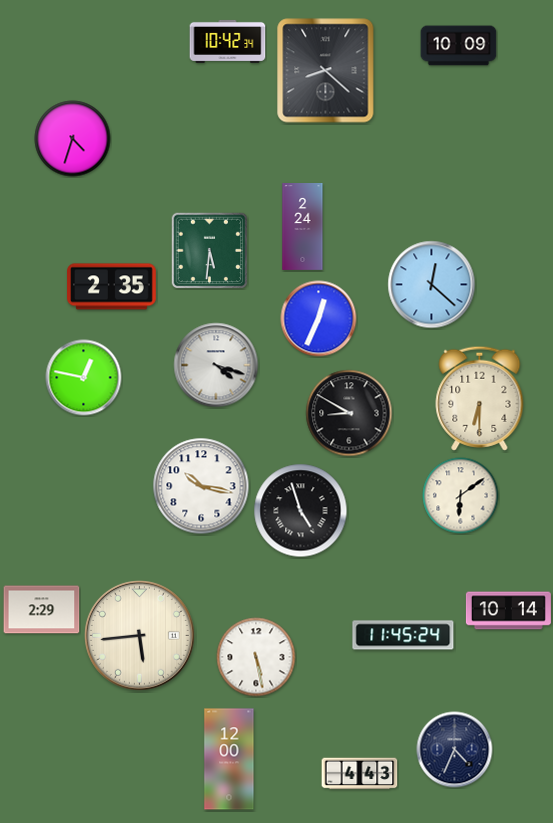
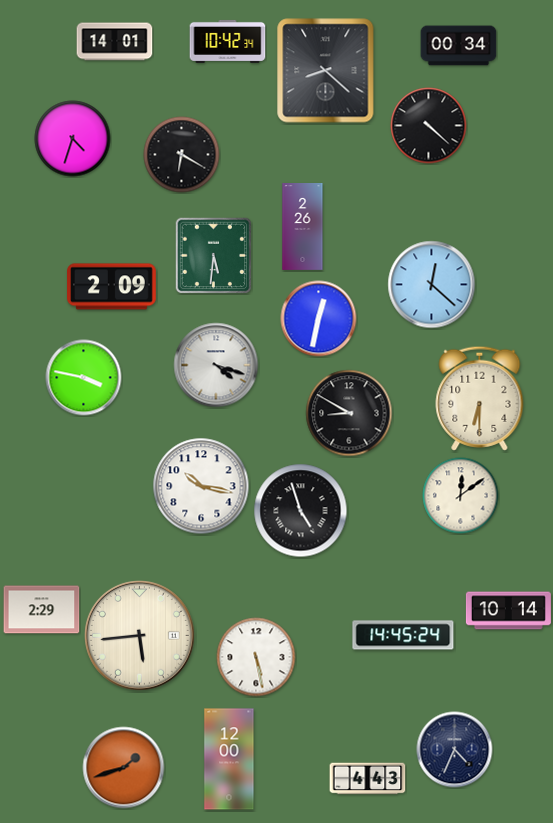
clock at (115, 42): none -> 14:01
clock at (459, 46): 10:09 -> 00:34
clock at (429, 126): none -> 4:22
clock at (182, 155): none -> 6:20
clock at (303, 227): 2:24 -> 2:26
clock at (209, 250) position: (209, 250) -> (213, 255)
clock at (112, 287): 2:35 -> 2:09
clock at (319, 319): 12:34 -> 12:32
clock at (84, 378): 12:47 -> 3:47
clock at (461, 496): 6:09 -> 12:09
clock at (403, 635): 11:45 -> 14:45
clock at (124, 768): none -> 1:42
clock at (360, 774) position: (360, 774) -> (368, 779)
